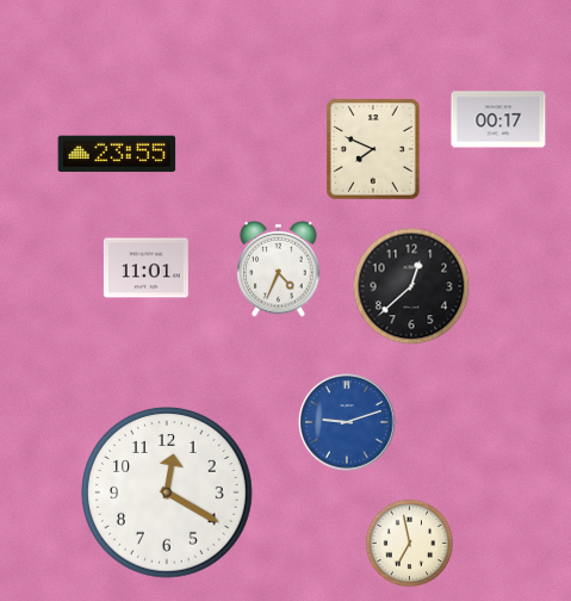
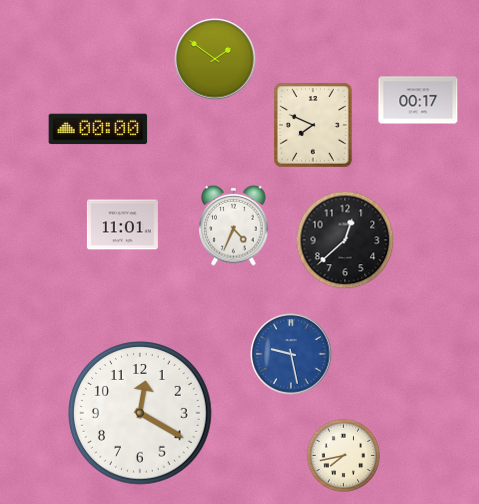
clock at (215, 59): none -> 1:51
clock at (117, 154): 23:55 -> 00:00
clock at (347, 422): 9:12 -> 9:28
clock at (410, 544): 6:58 -> 7:43
